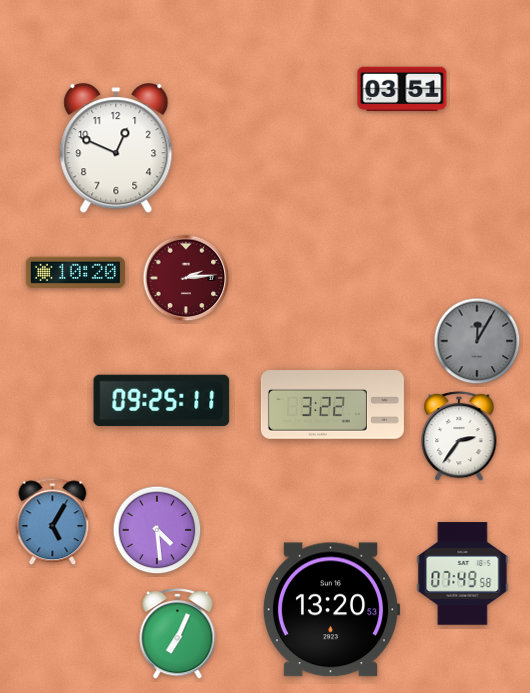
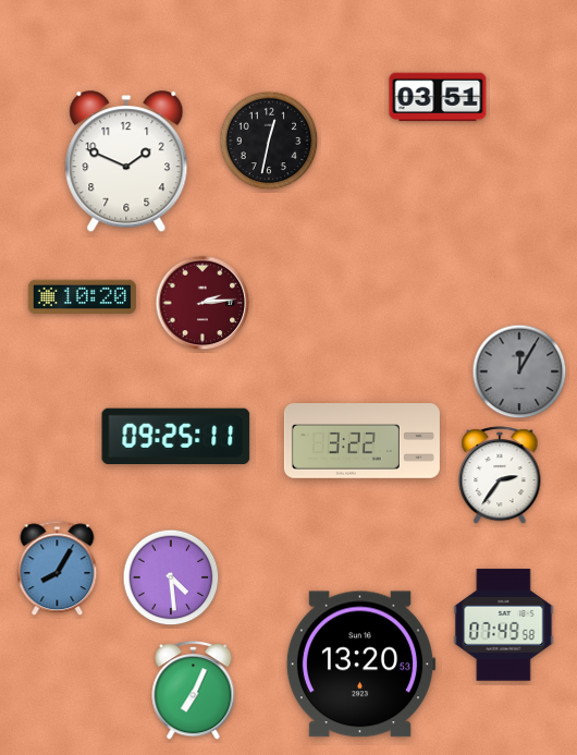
clock at (269, 141): none -> 12:32
clock at (116, 149): 12:49 -> 1:49
clock at (53, 522): 5:05 -> 8:05
